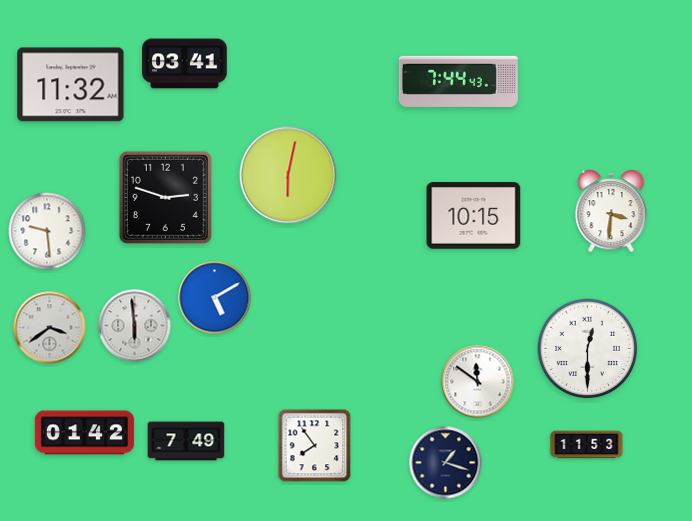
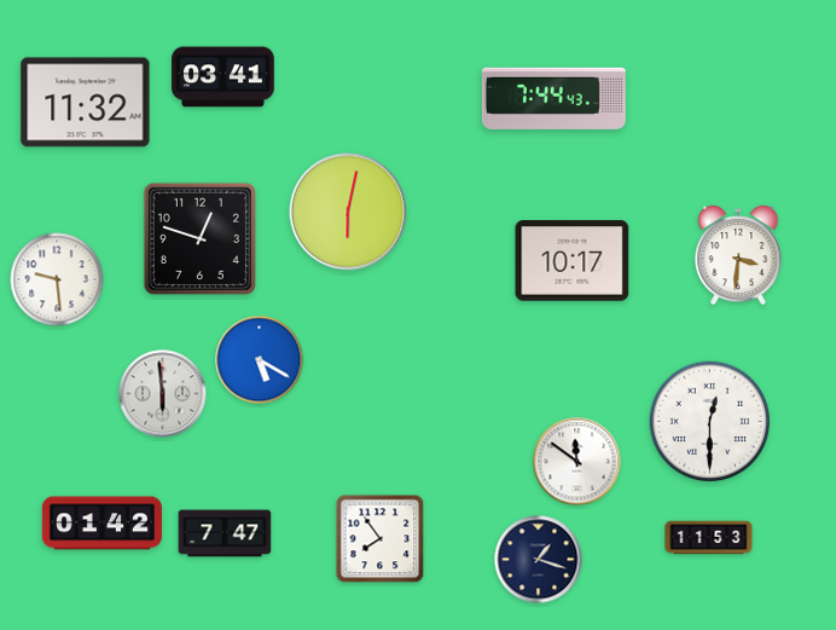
clock at (165, 197): 2:48 -> 12:48
clock at (474, 216): 10:15 -> 10:17
clock at (215, 298): 5:10 -> 5:20
clock at (50, 328): 3:39 -> none
clock at (186, 441): 7:49 -> 7:47
